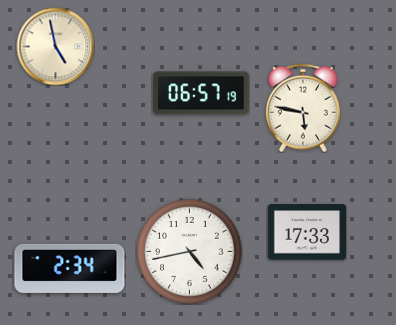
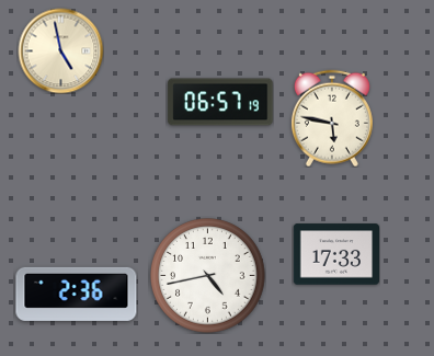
clock at (70, 268): 2:34 -> 2:36
